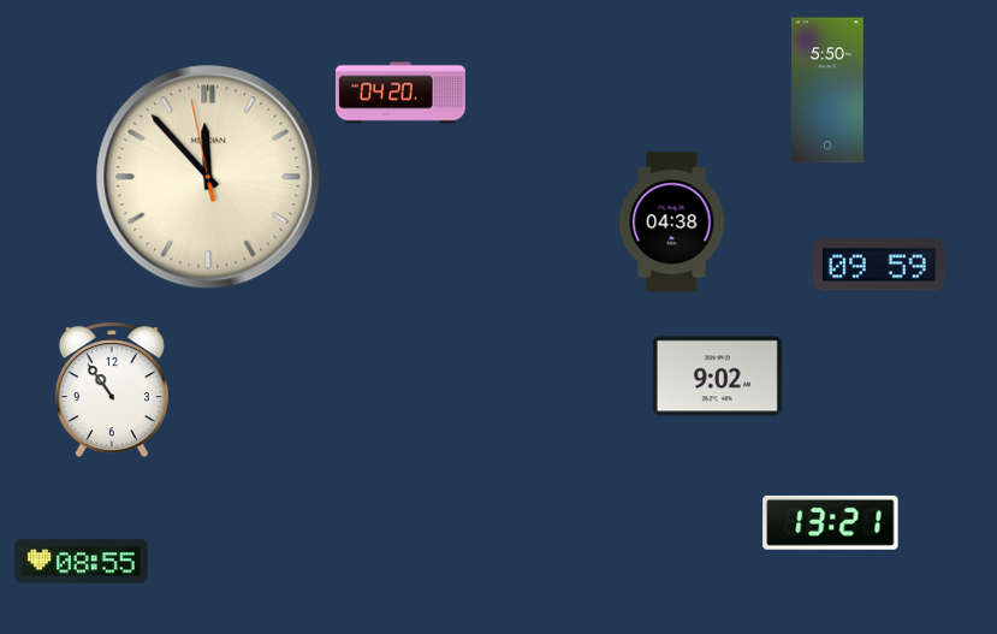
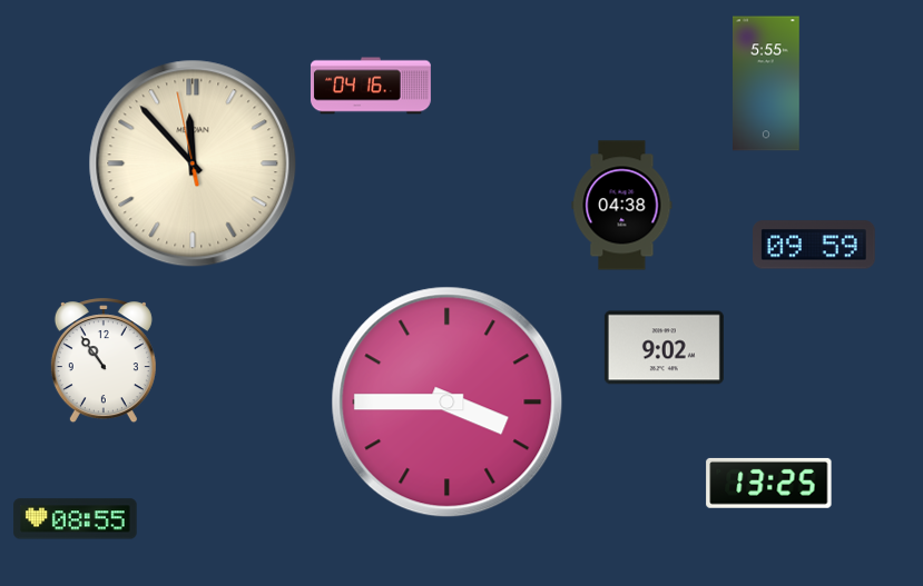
clock at (829, 90): 5:50 -> 5:55
clock at (400, 93): 04:20 -> 04:16
clock at (448, 403): none -> 3:45
clock at (831, 522): 13:21 -> 13:25
